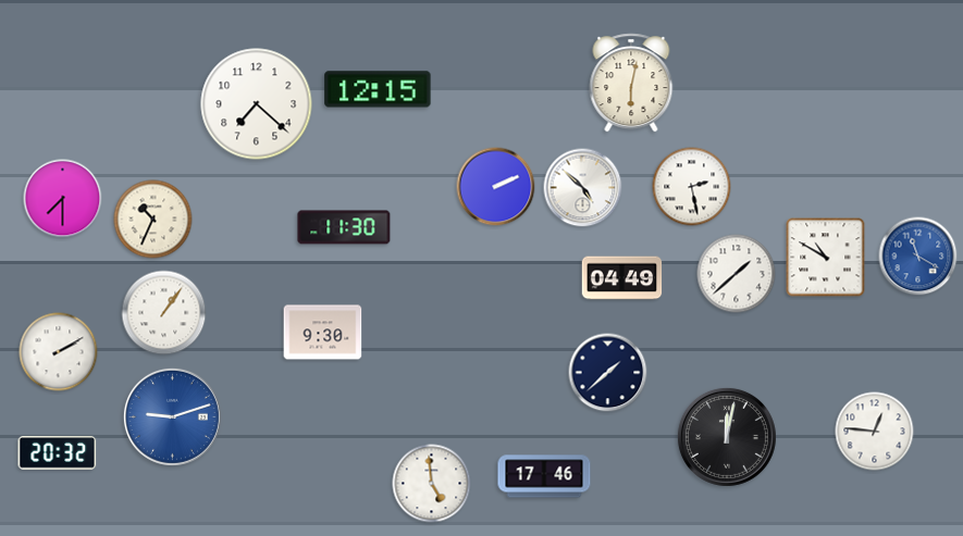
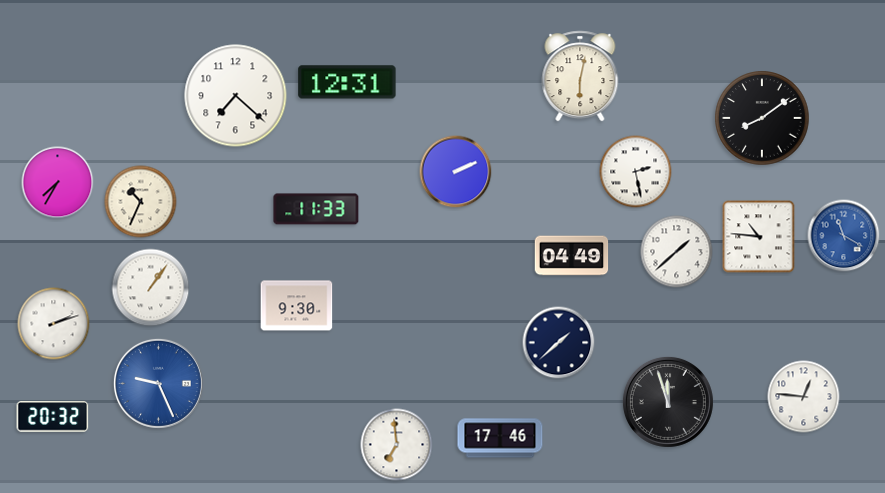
clock at (378, 89): 12:15 -> 12:31
clock at (762, 118): none -> 8:09
clock at (583, 188): 4:52 -> none
clock at (63, 199): 7:30 -> 7:35
clock at (344, 227): 11:30 -> 11:33
clock at (826, 258): 10:50 -> 10:46
clock at (59, 352): 2:10 -> 2:12
clock at (172, 416): 9:12 -> 9:26
clock at (727, 437): 12:02 -> 11:57
clock at (432, 484): 4:59 -> 6:59
